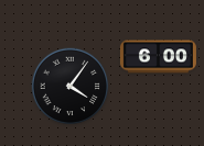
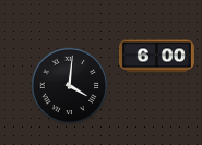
clock at (71, 87): 4:06 -> 4:01
